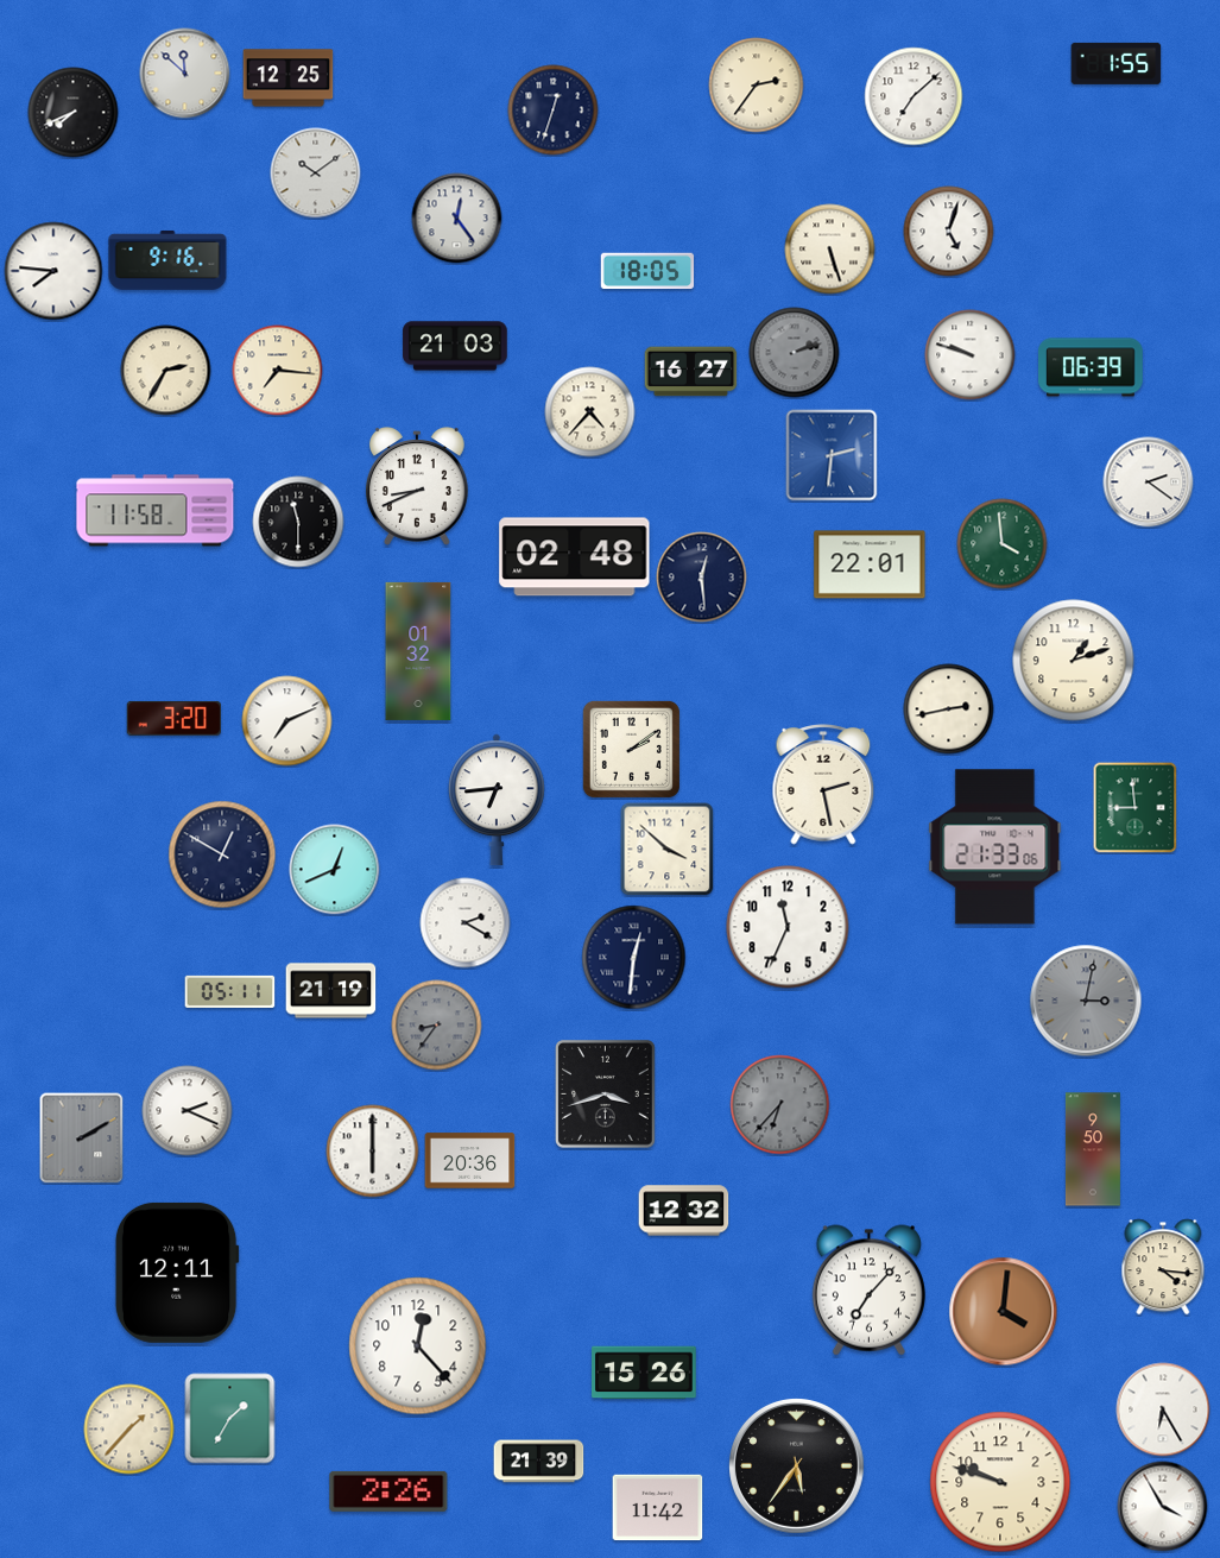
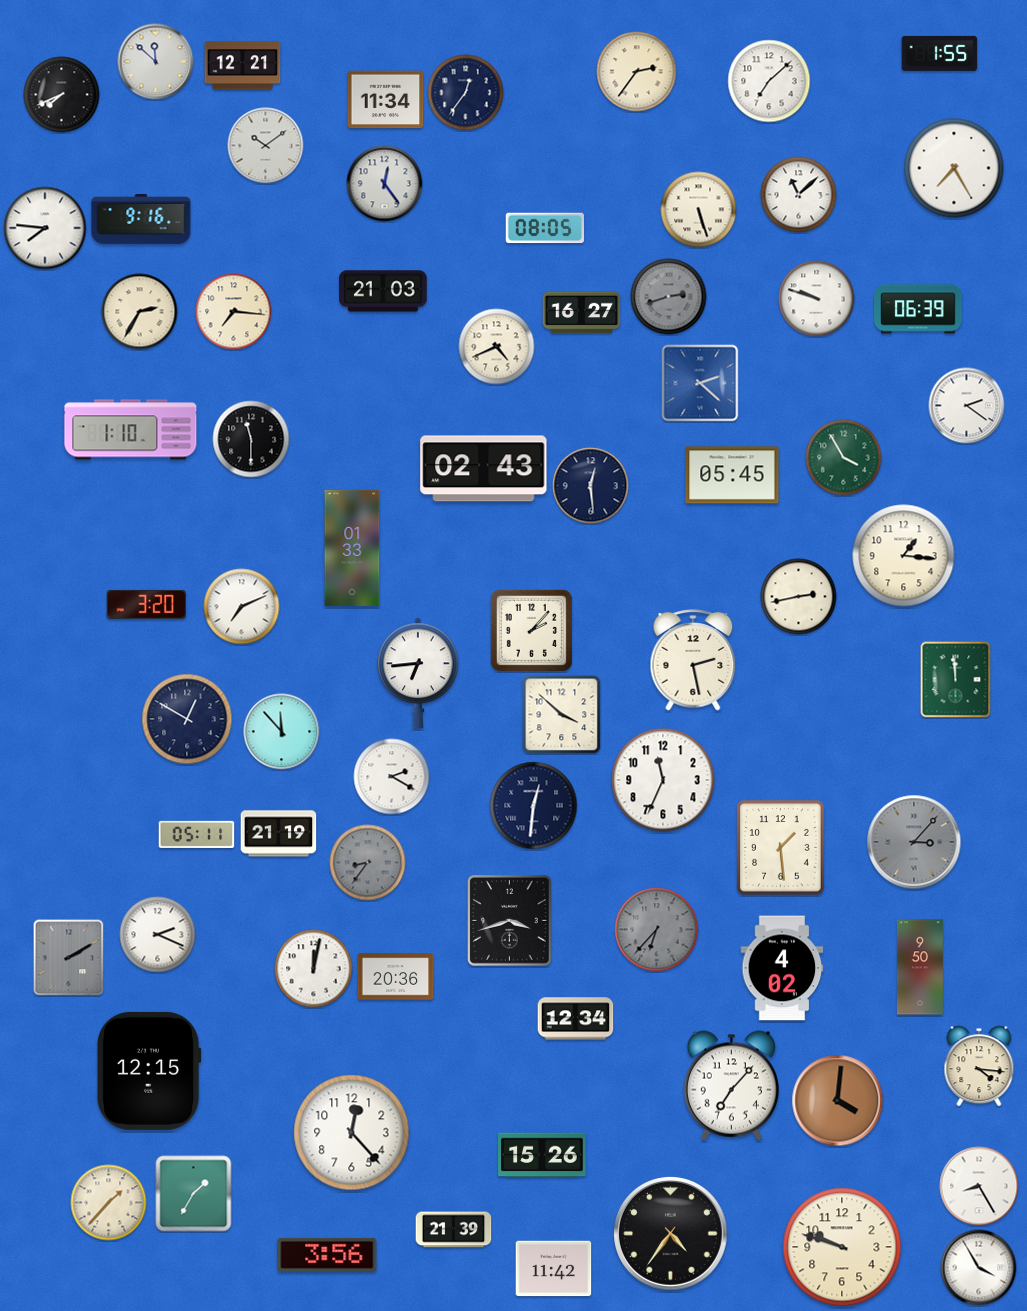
clock at (289, 78): 12:25 -> 12:21
clock at (554, 111): 12:33 -> 12:36
clock at (386, 100): none -> 11:34
clock at (954, 168): none -> 7:25
clock at (949, 232): 5:03 -> 11:08
clock at (647, 271): 18:05 -> 08:05
clock at (795, 353): 2:12 -> 2:42
clock at (590, 412): 4:37 -> 4:41
clock at (832, 455): 2:31 -> 2:22
clock at (418, 486): 8:41 -> none
clock at (156, 511): 11:58 -> 1:10
clock at (1003, 544): 3:59 -> 3:55
clock at (575, 557): 02:48 -> 02:43
clock at (870, 564): 22:01 -> 05:45
clock at (418, 651): 01:32 -> 01:33
clock at (1074, 661): 1:12 -> 1:16
clock at (631, 749): 2:09 -> 2:07
clock at (1136, 808): 8:59 -> 11:59
clock at (995, 847): 21:33 -> none
clock at (335, 870): 12:41 -> 11:53
clock at (230, 991) position: (230, 991) -> (197, 834)
clock at (1086, 1001): 3:02 -> 3:07
clock at (781, 848): none -> 1:29
clock at (782, 968): none -> 4:02
clock at (373, 1152): 6:00 -> 12:02
clock at (684, 1211): 12:32 -> 12:34
clock at (177, 1273): 12:11 -> 12:15
clock at (1004, 1312) position: (1004, 1312) -> (838, 1101)
clock at (1163, 1409): 6:25 -> 8:25
clock at (797, 1466): 5:36 -> 4:36
clock at (388, 1491): 2:26 -> 3:56
